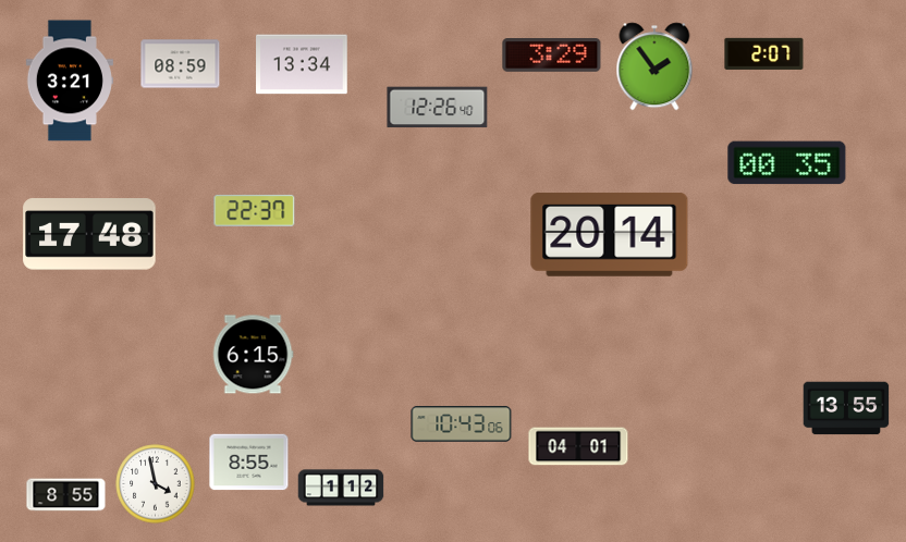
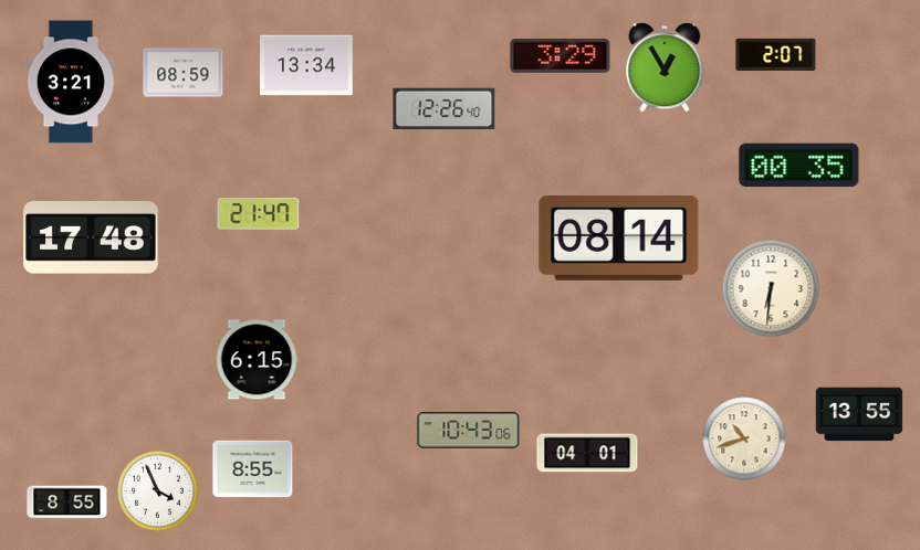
clock at (181, 64) position: (181, 64) -> (184, 73)
clock at (654, 66): 1:54 -> 12:55
clock at (255, 210): 22:37 -> 21:47
clock at (610, 234): 20:14 -> 08:14
clock at (771, 288): none -> 6:31
clock at (744, 438): none -> 10:42
clock at (156, 484): 3:58 -> 3:56
clock at (341, 488): 1:12 -> none
